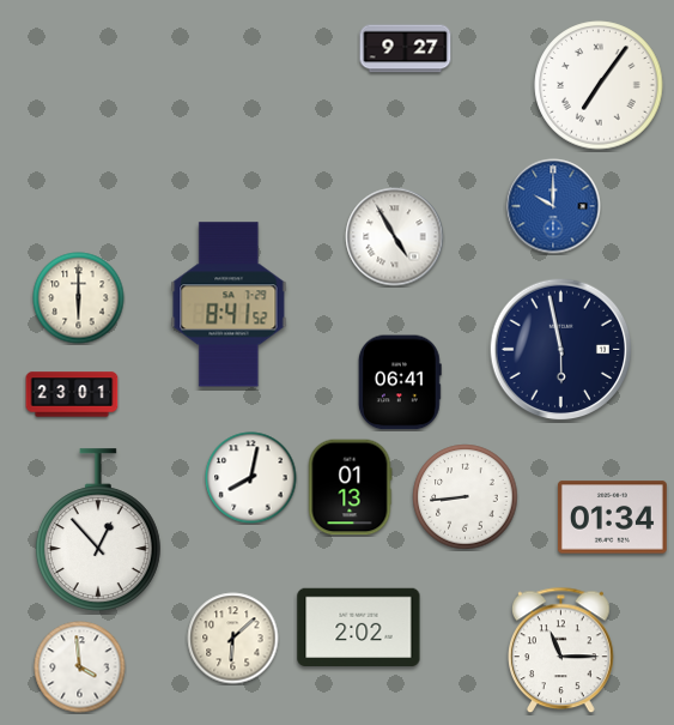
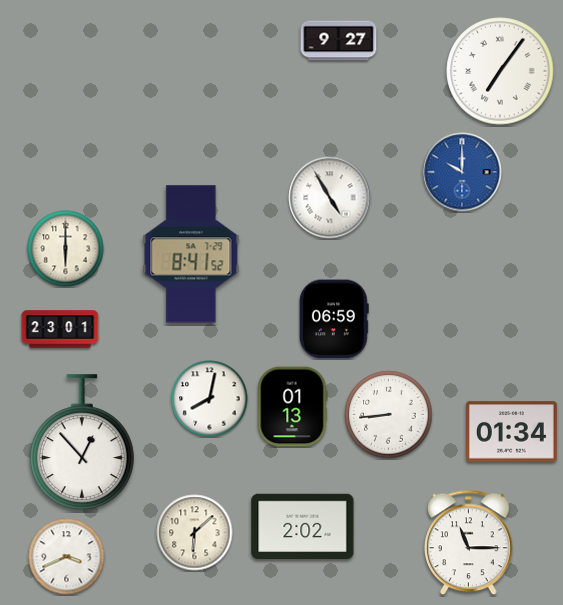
clock at (561, 350): 5:58 -> none
clock at (400, 382): 06:41 -> 06:59
clock at (359, 627) position: (359, 627) -> (303, 526)
clock at (80, 667): 3:59 -> 3:41
